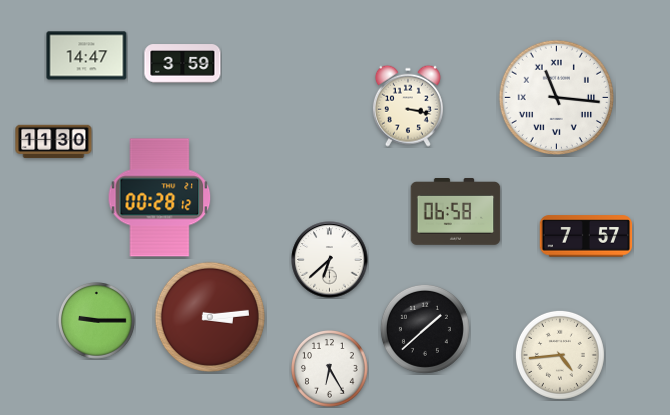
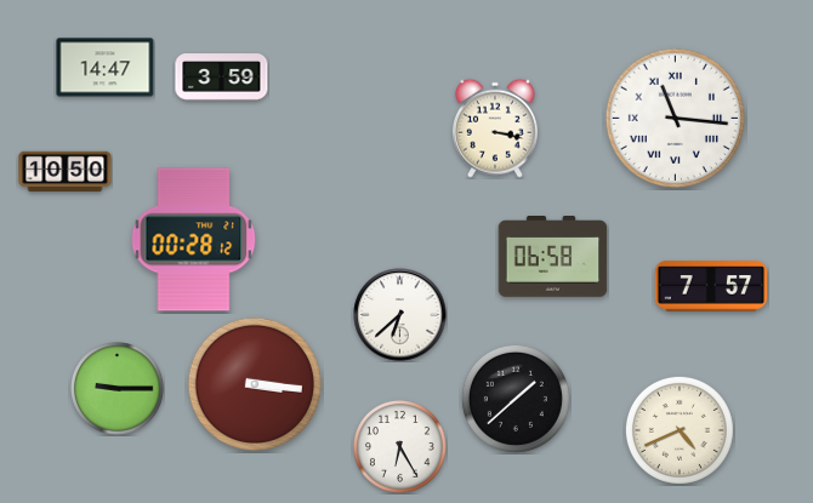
clock at (54, 142): 11:30 -> 10:50
clock at (210, 317): 3:14 -> 3:16
clock at (560, 355): 4:44 -> 4:41
